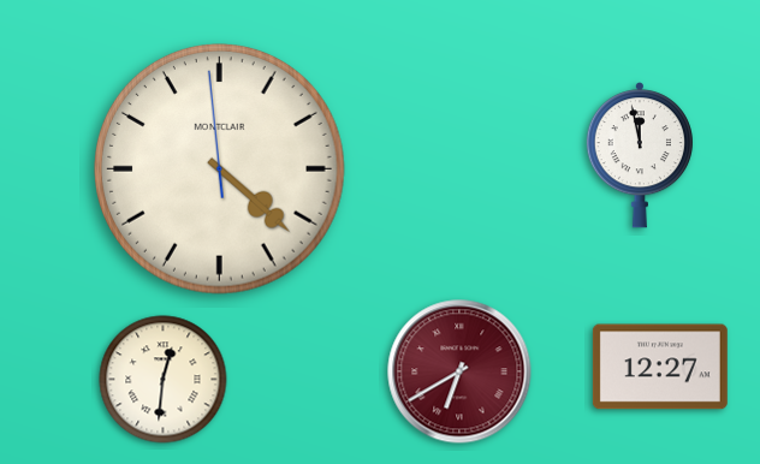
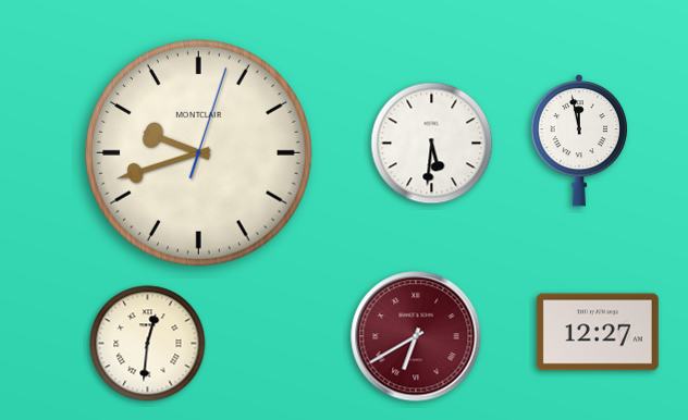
clock at (432, 144): none -> 5:31
clock at (220, 169): 4:21 -> 9:42
